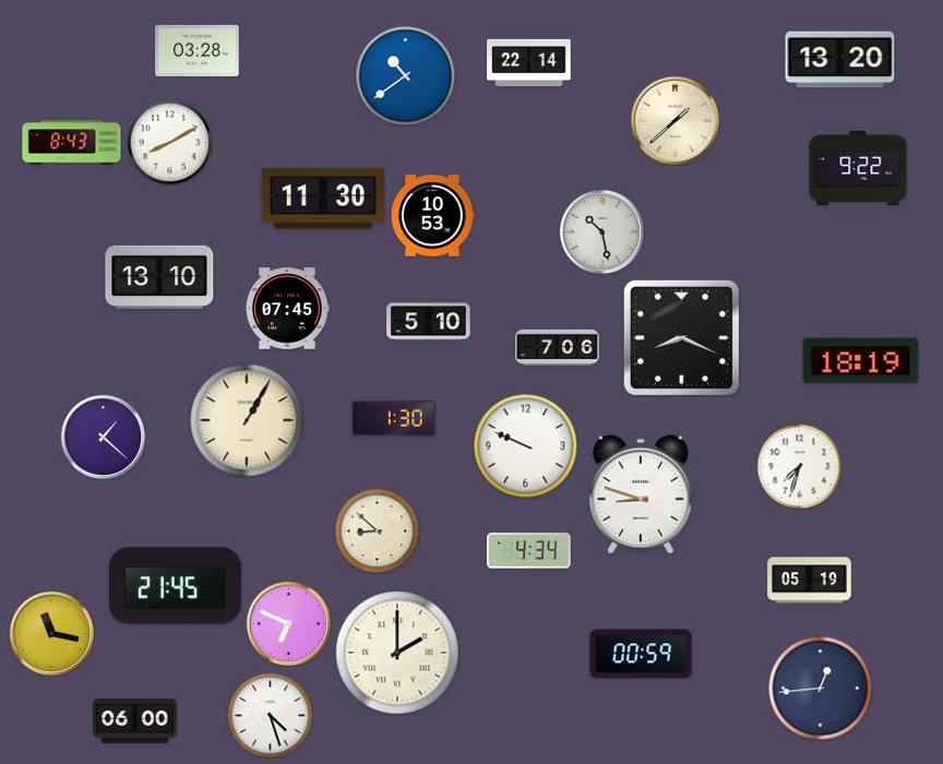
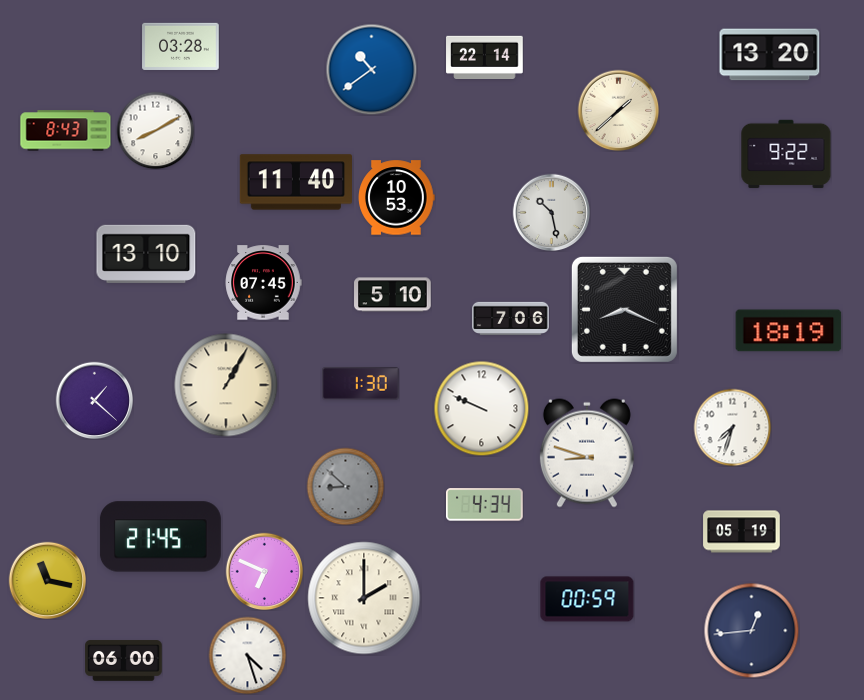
clock at (323, 199): 11:30 -> 11:40
clock at (377, 530) dial: cream -> grey
